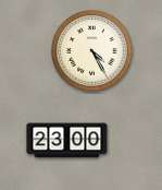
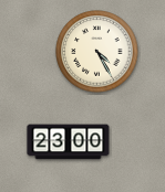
clock at (92, 51) position: (92, 51) -> (97, 52)
